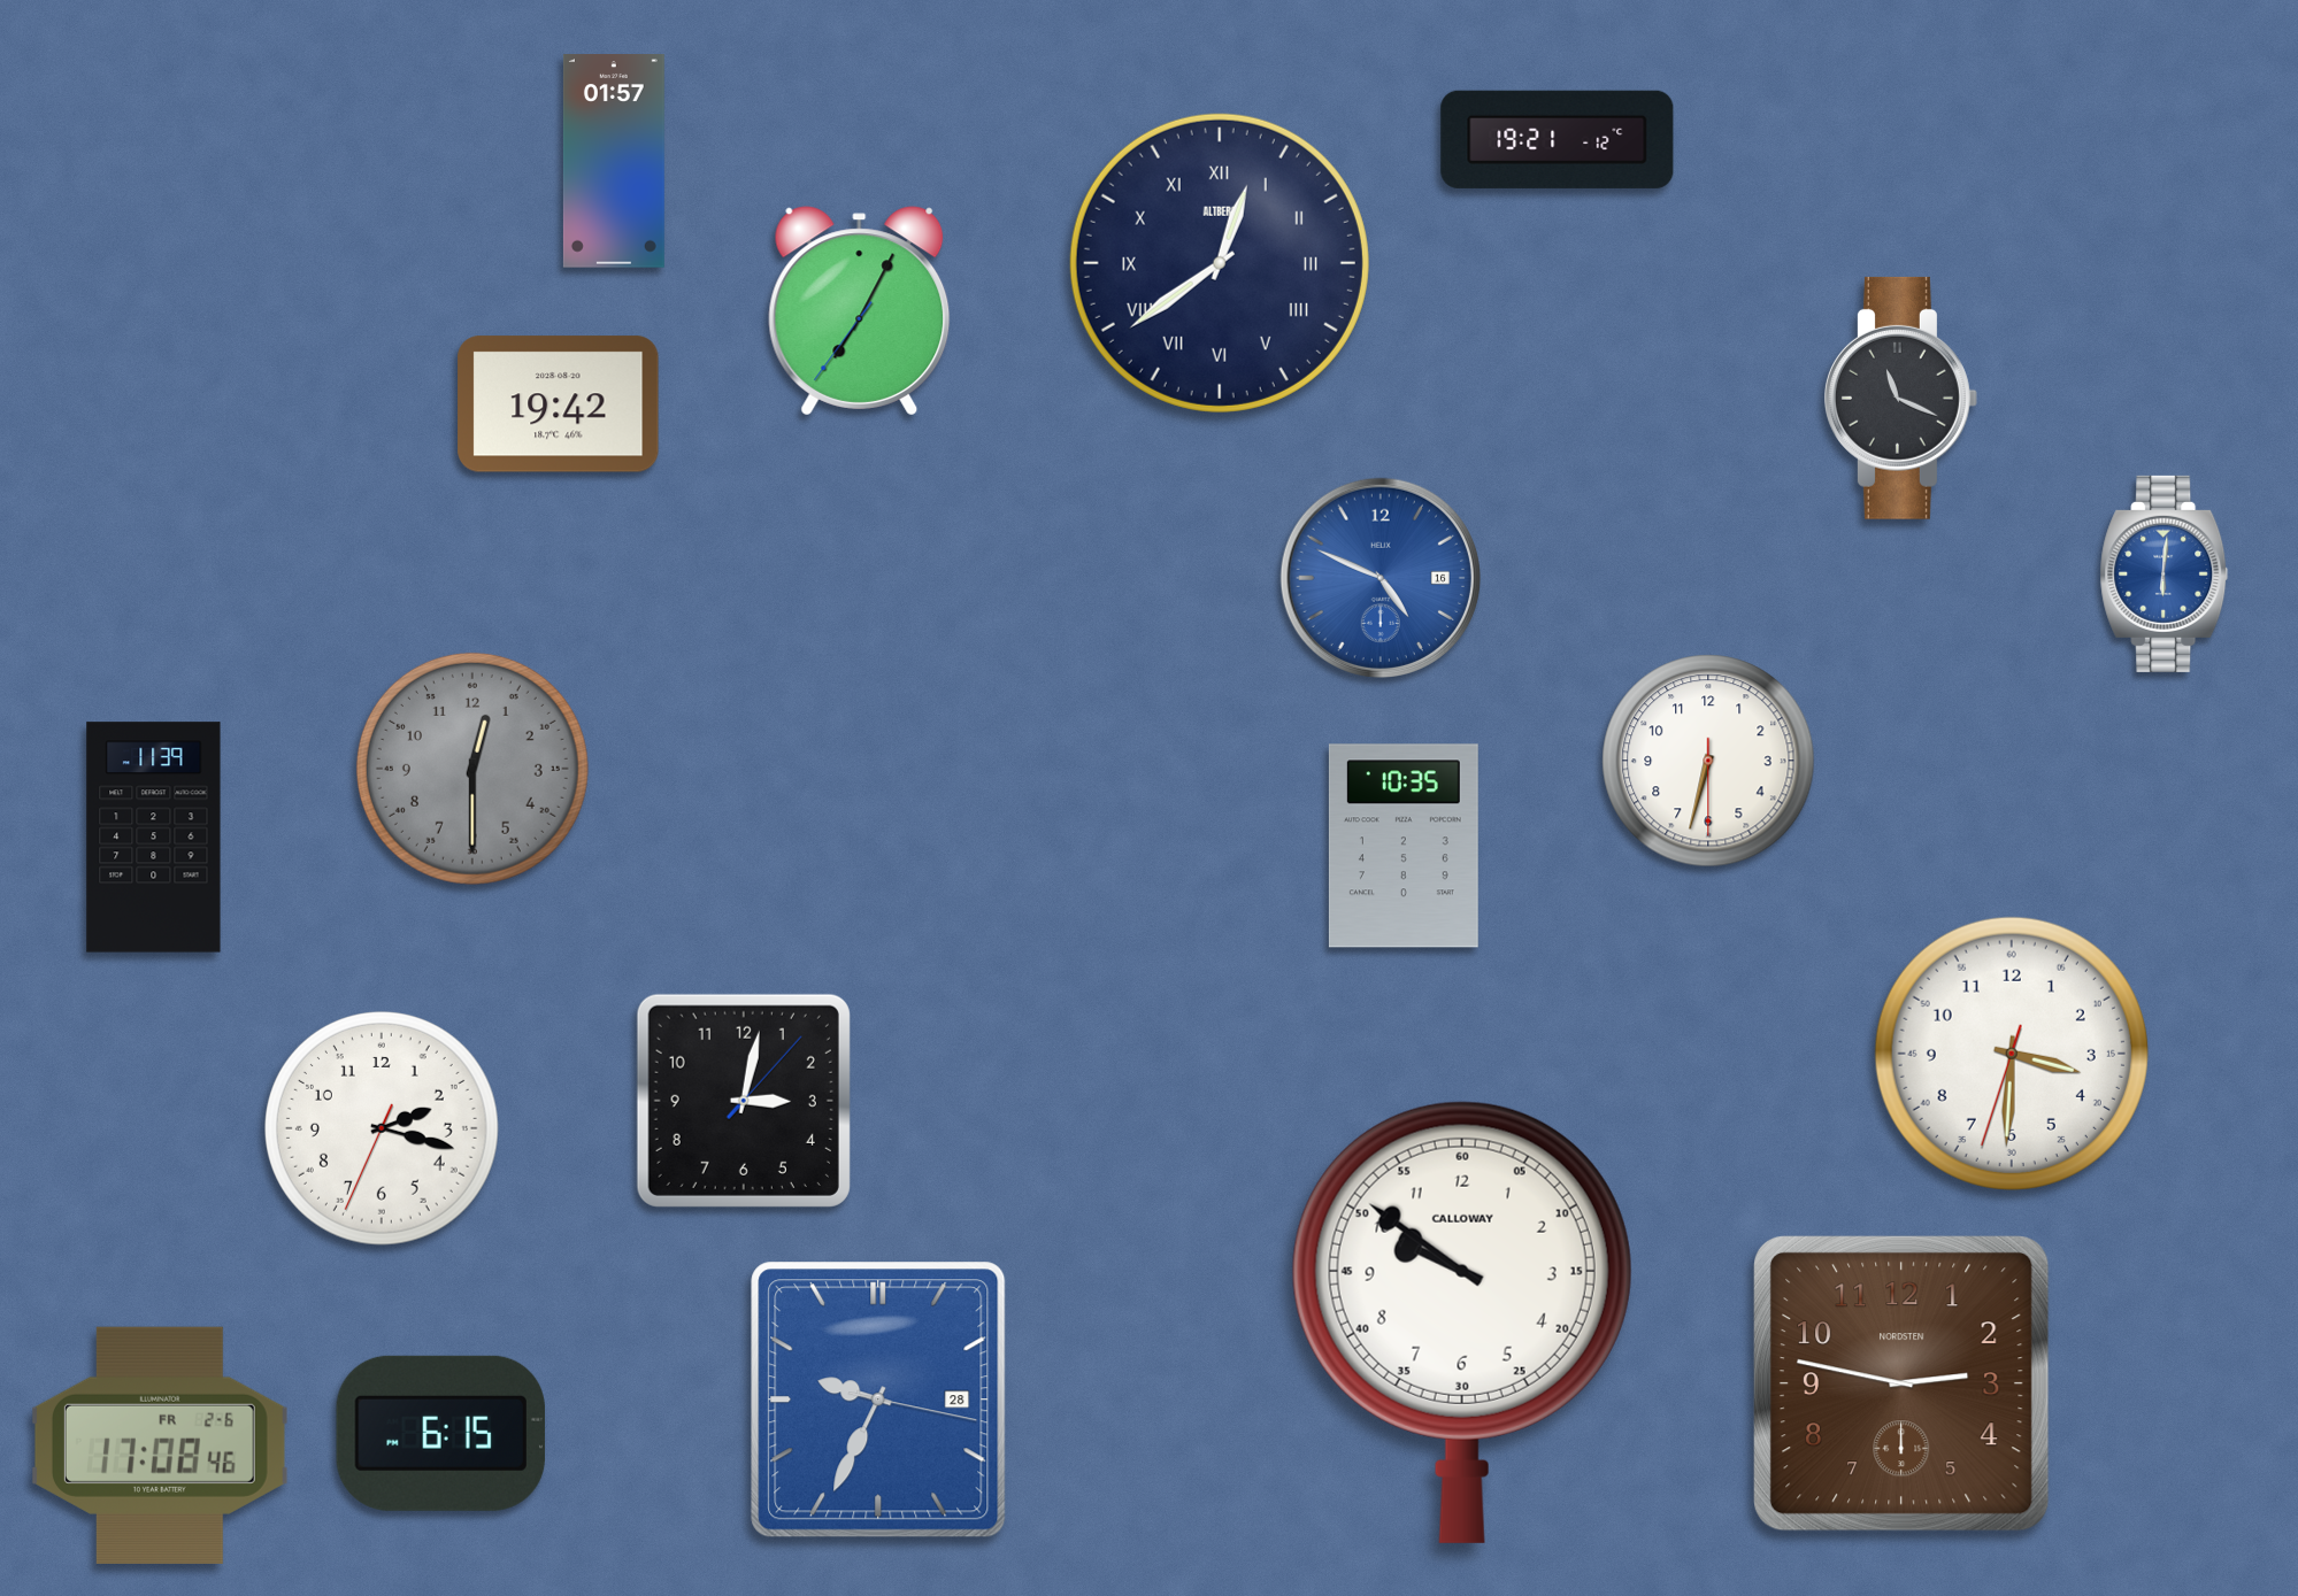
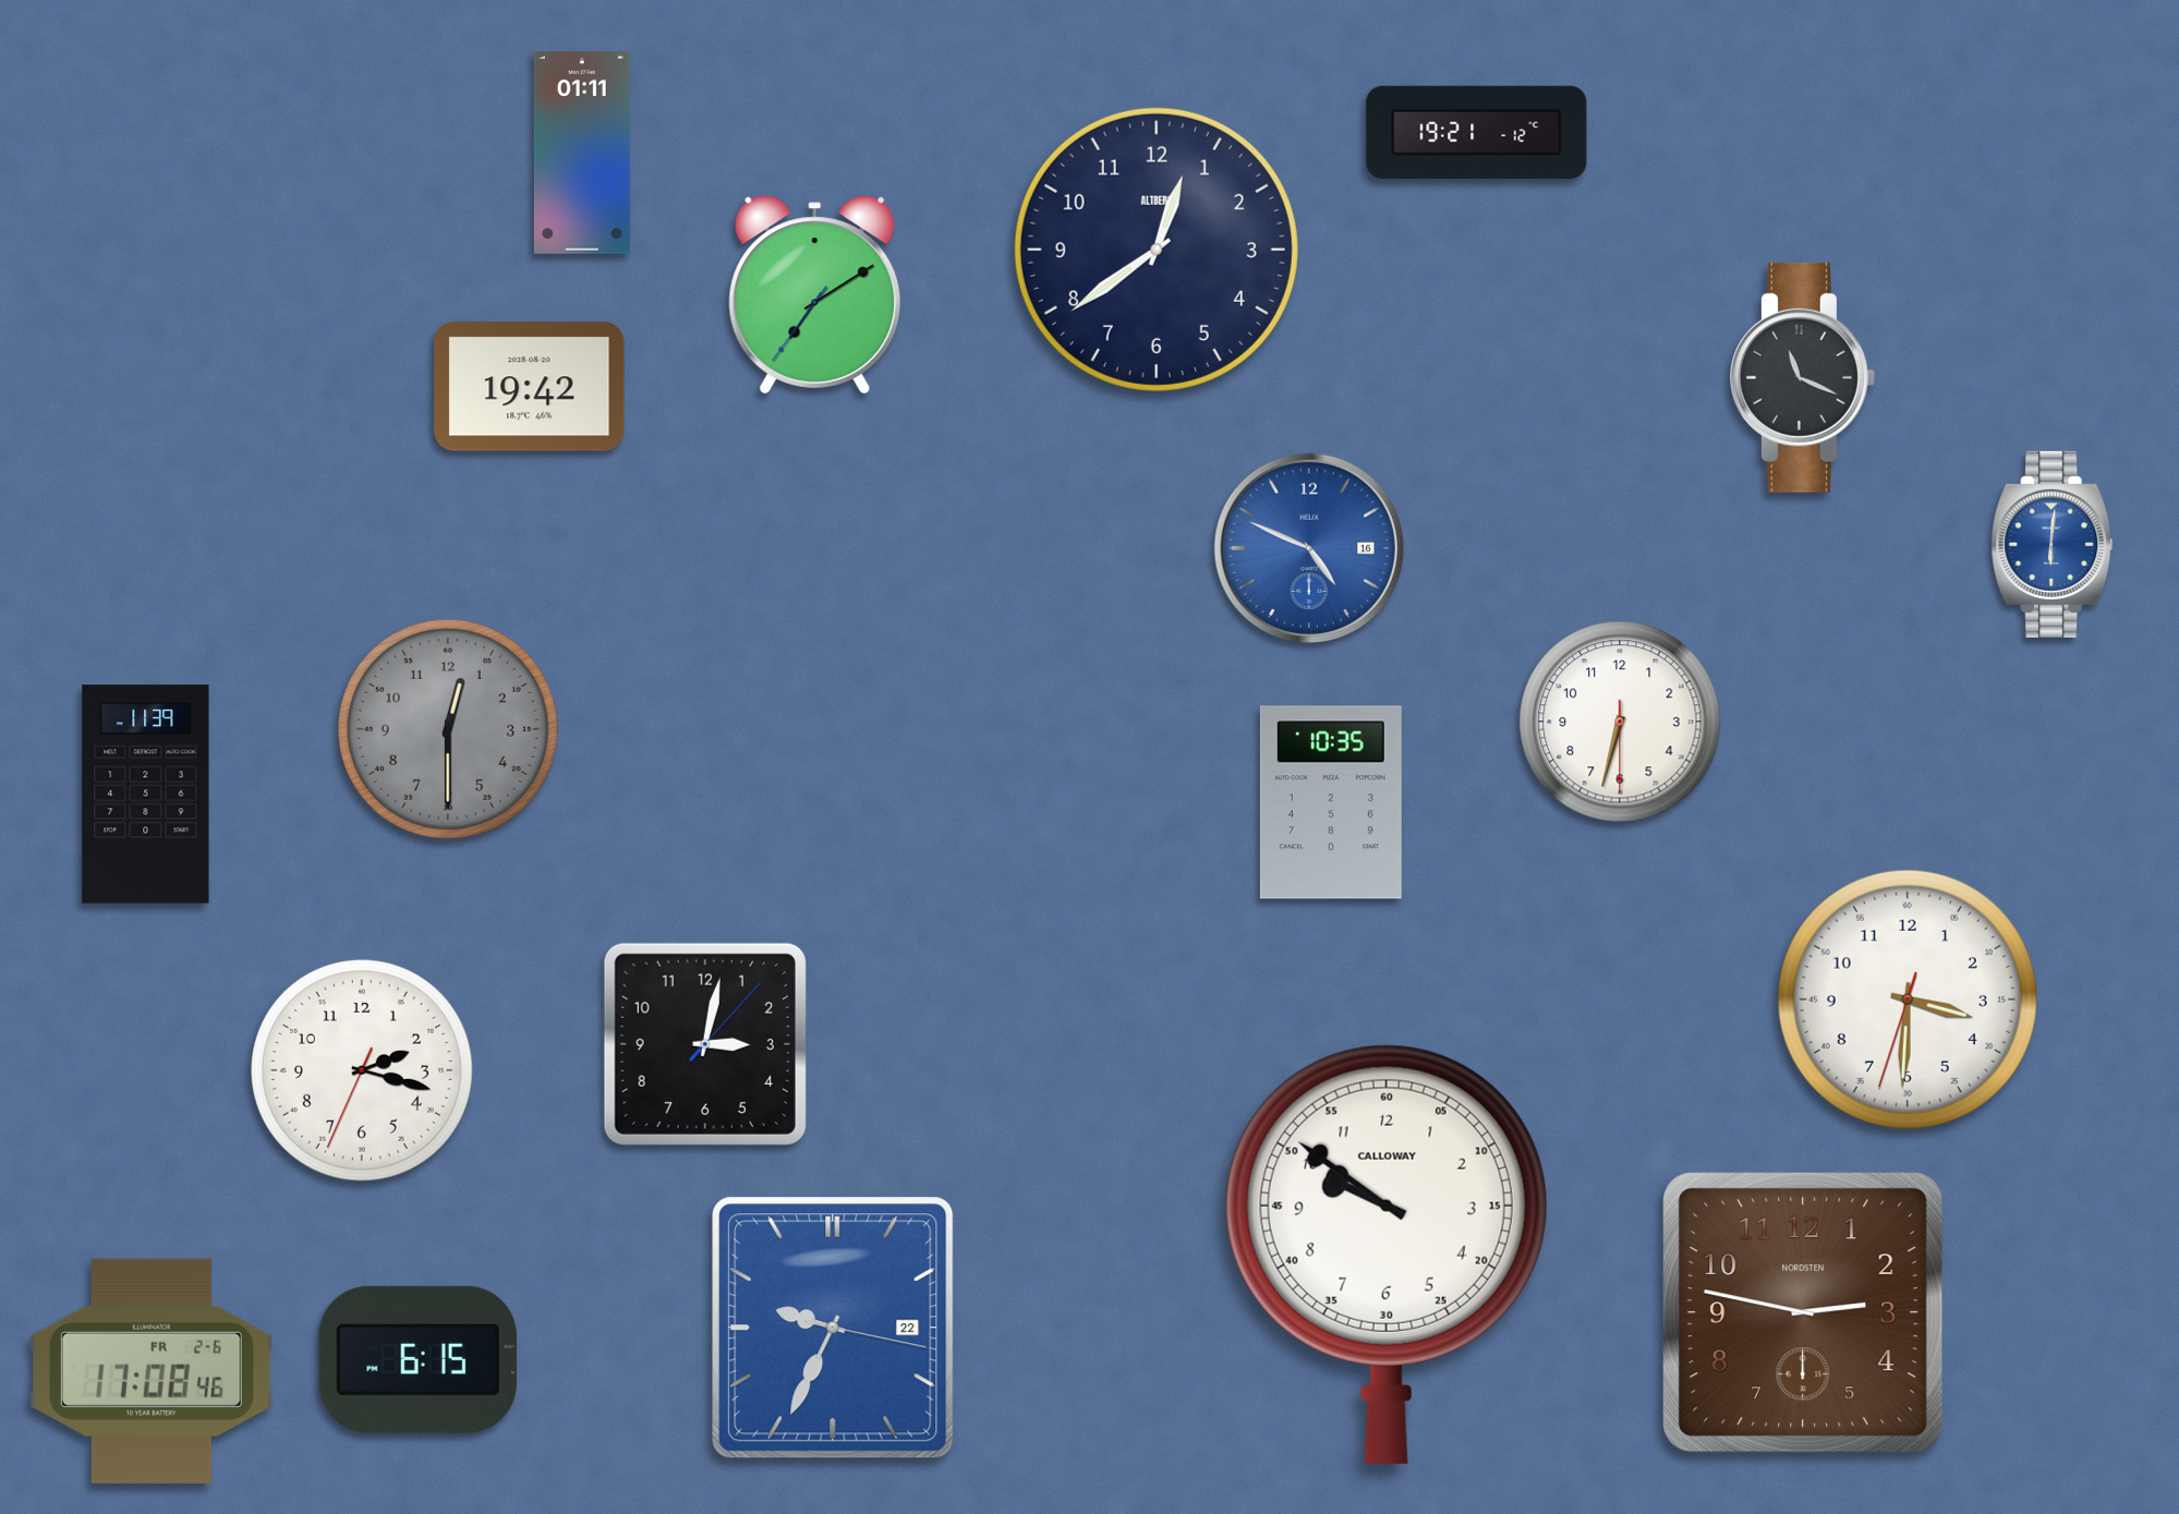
clock at (614, 162): 01:57 -> 01:11
clock at (1220, 263) numerals: Roman -> Arabic
clock at (860, 311): 7:04 -> 7:09
clock at (559, 404) position: (559, 404) -> (530, 387)
clock at (878, 1400) date: 28 -> 22
